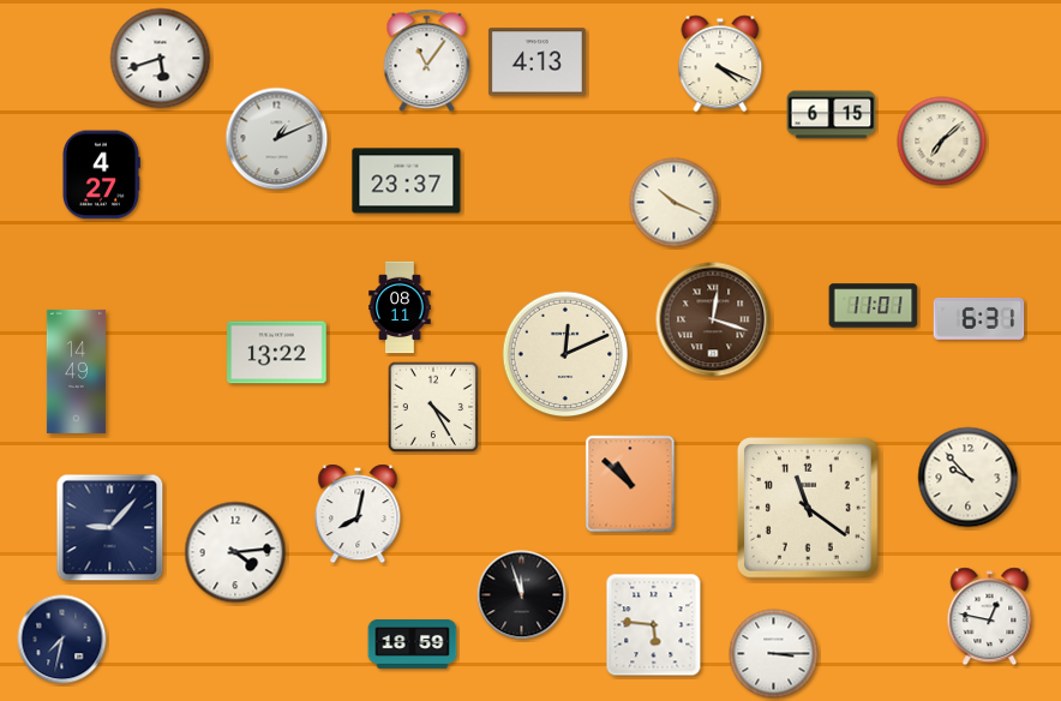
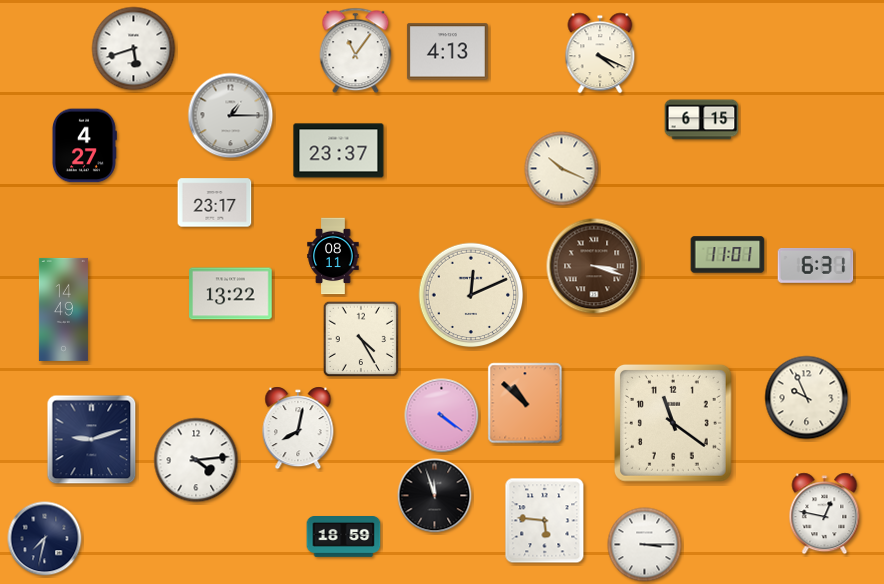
clock at (832, 115) position: (832, 115) -> (702, 120)
clock at (277, 139): 1:11 -> 1:15
clock at (942, 142): 7:08 -> none
clock at (215, 203): none -> 23:17
clock at (713, 319): 12:18 -> 3:18
clock at (969, 478): 9:53 -> 9:56
clock at (442, 416): none -> 4:21
clock at (110, 528): 9:07 -> 9:12
clock at (62, 640) position: (62, 640) -> (45, 539)
